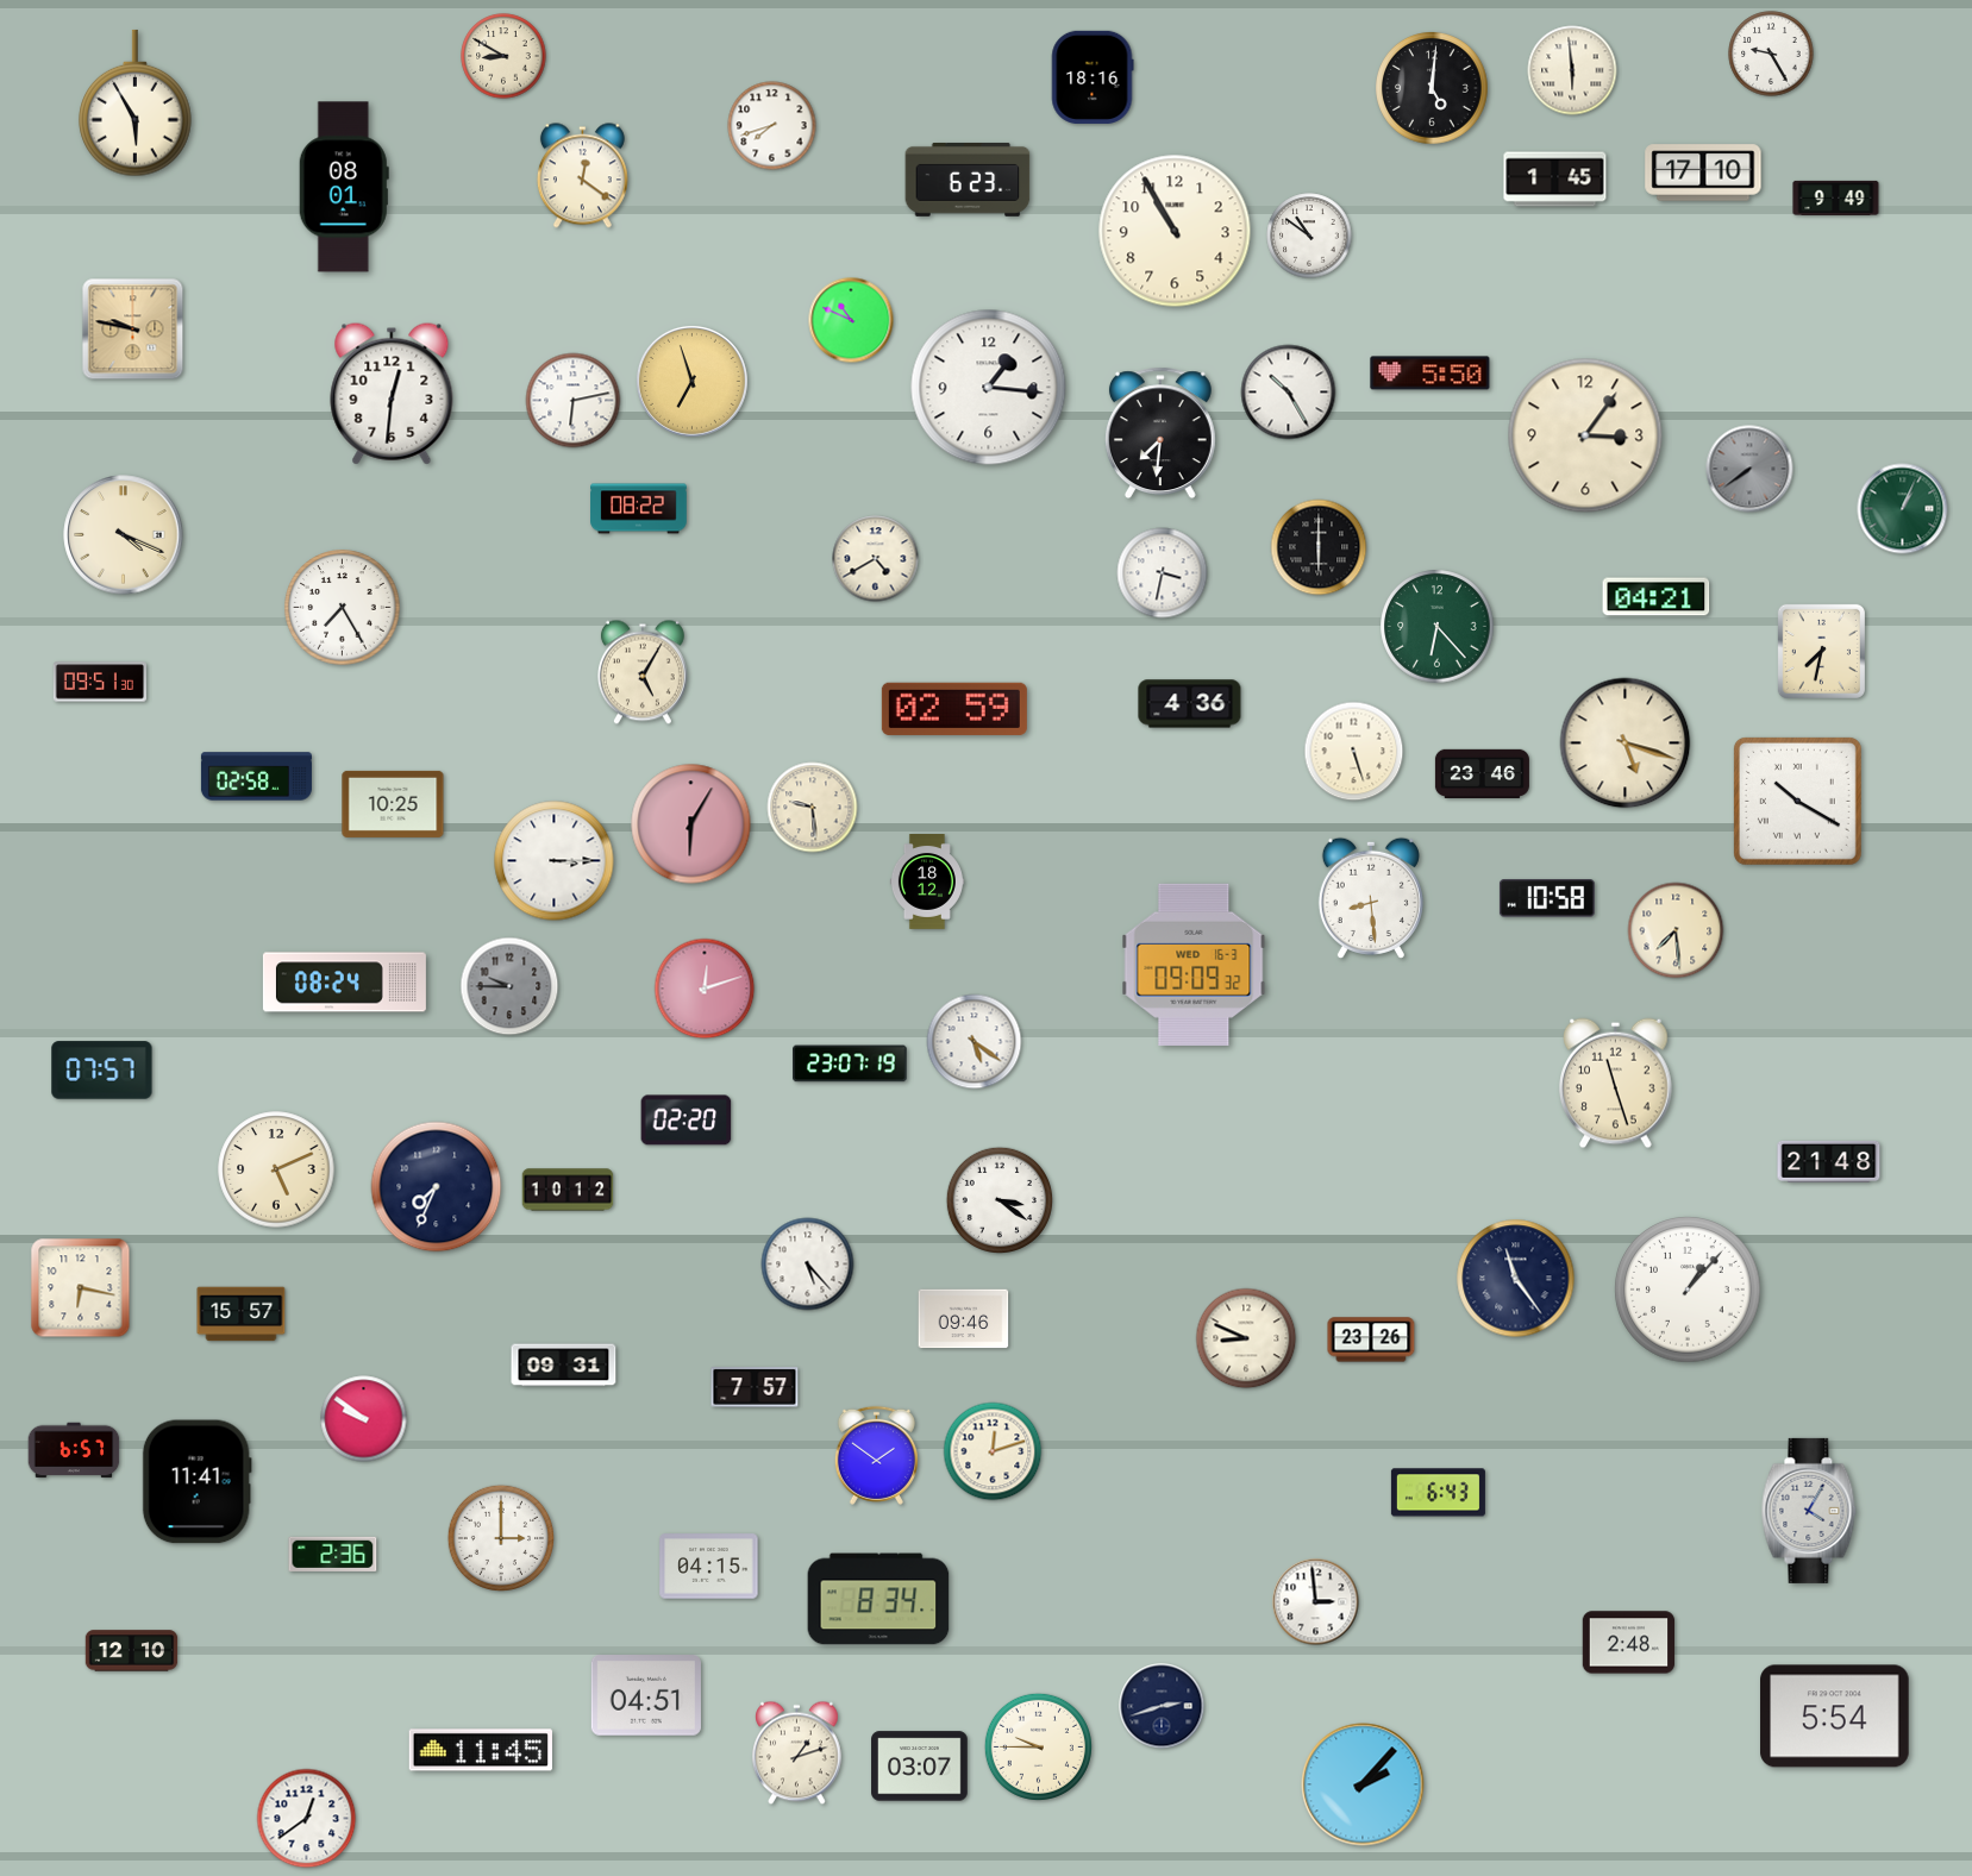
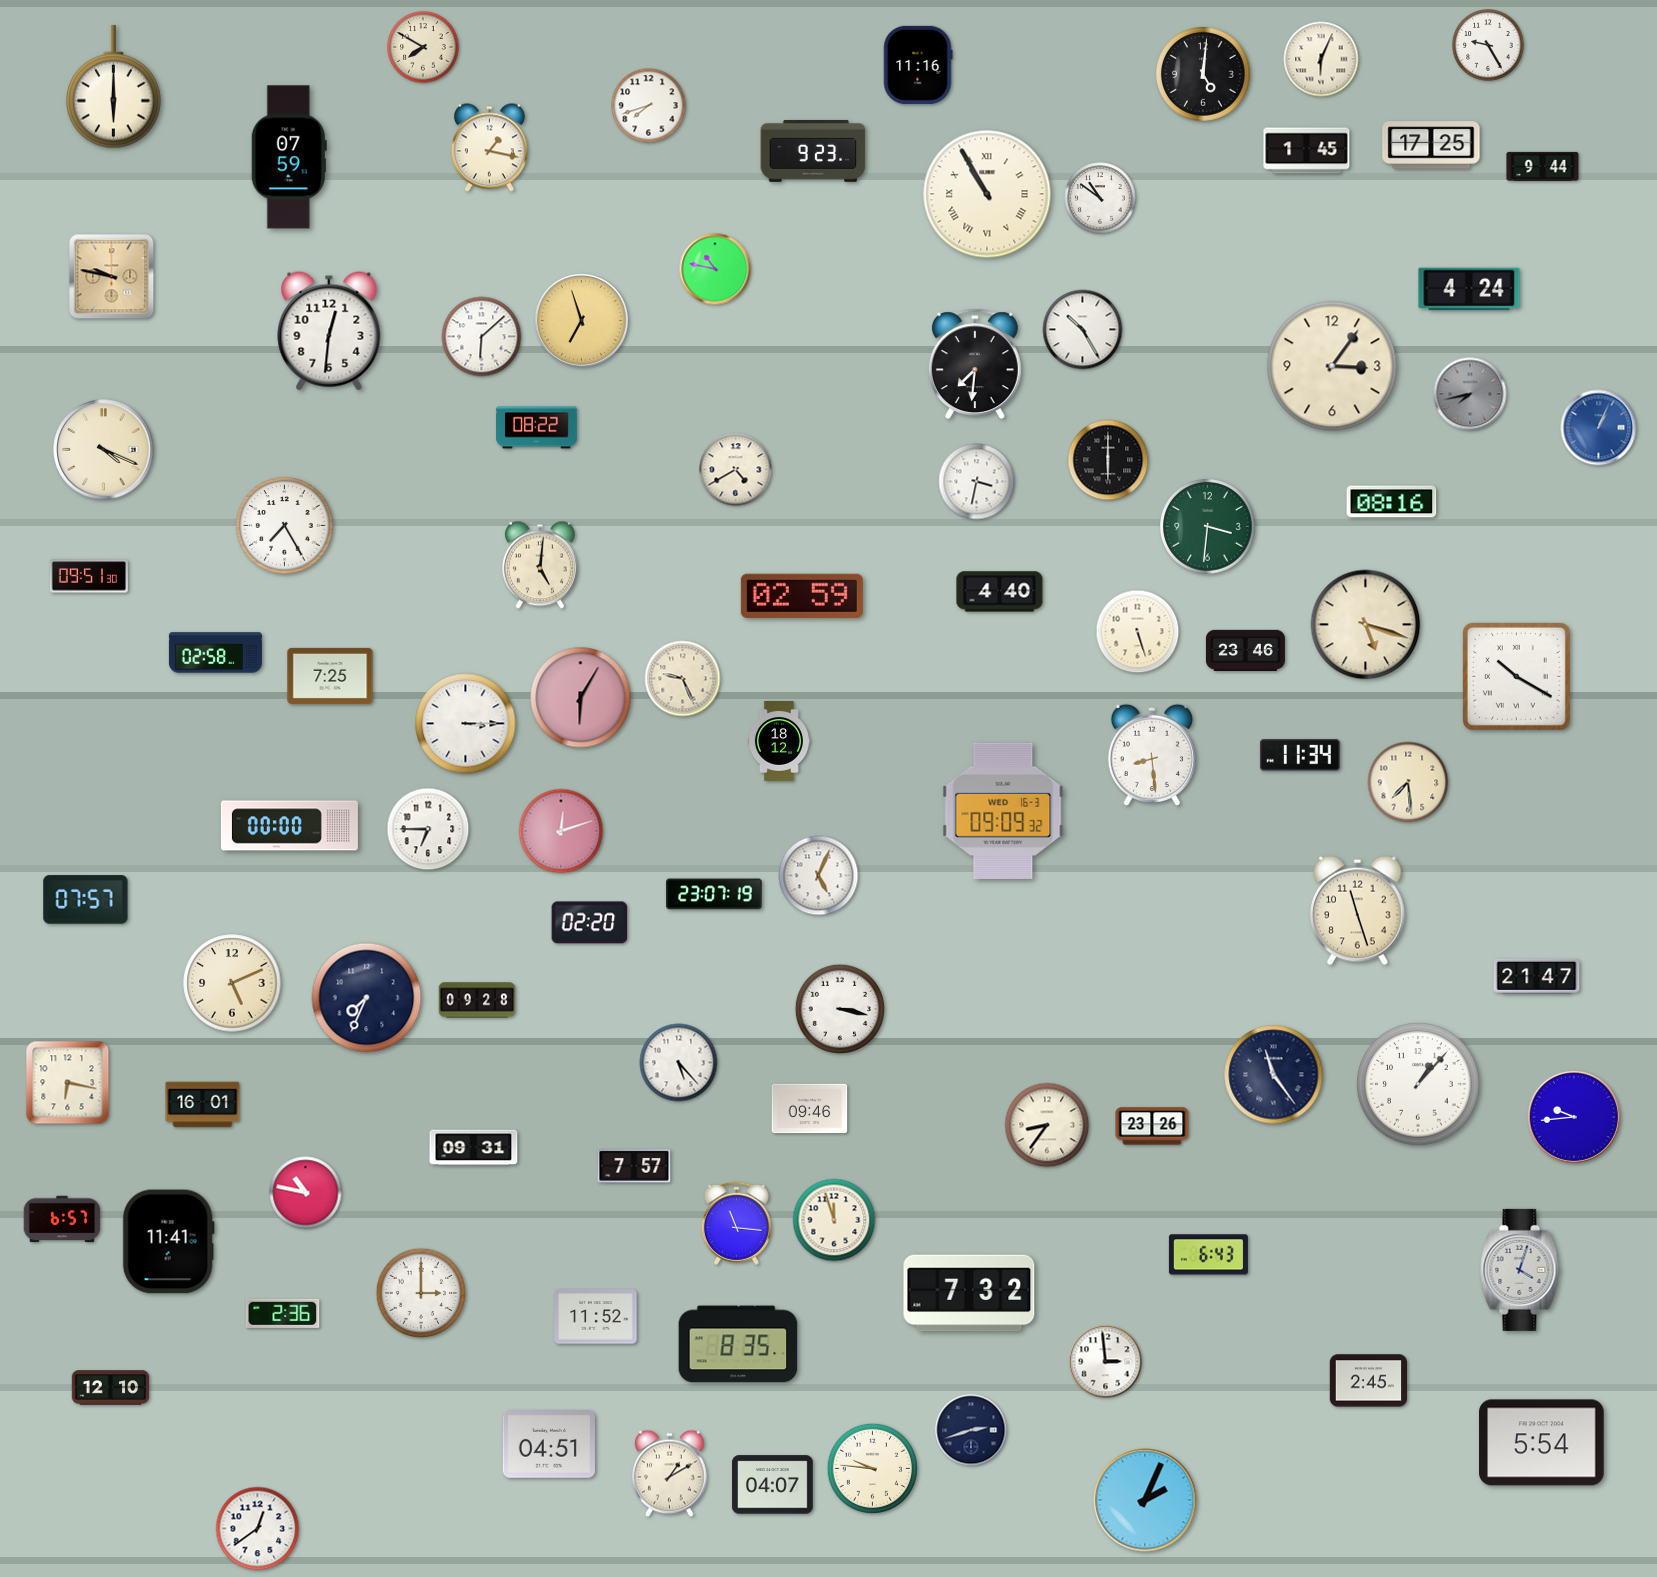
clock at (503, 56): 8:50 -> 7:50
clock at (1572, 70): 5:59 -> 6:04
clock at (1093, 77): 18:16 -> 11:16
clock at (136, 103): 5:55 -> 6:00
clock at (1703, 172): 17:10 -> 17:25
clock at (582, 176): 12:21 -> 1:17
clock at (968, 180): 6:23 -> 9:23
clock at (344, 187): 08:01 -> 07:59
clock at (1836, 197): 9:49 -> 9:44
clock at (1175, 231) numerals: Arabic -> Roman
clock at (851, 320): 10:49 -> 10:47
clock at (1469, 289): none -> 4:24
clock at (1431, 374): 5:50 -> none
clock at (989, 388): 1:16 -> none
clock at (574, 401): 6:13 -> 6:08
clock at (1749, 469): 7:39 -> 7:43
clock at (1903, 509) dial: green -> blue
clock at (1657, 597): 04:21 -> 08:16
clock at (343, 608) position: (343, 608) -> (285, 526)
clock at (1438, 627): 6:23 -> 3:31
clock at (1821, 651): 7:32 -> none
clock at (643, 672): 5:05 -> 5:01
clock at (100, 682) position: (100, 682) -> (89, 576)
clock at (1190, 704): 4:36 -> 4:40
clock at (1797, 801) position: (1797, 801) -> (1516, 676)
clock at (393, 804): 10:25 -> 7:25
clock at (813, 808): 9:29 -> 9:26
clock at (691, 824) position: (691, 824) -> (581, 698)
clock at (1547, 898): 10:58 -> 11:34
clock at (344, 983): 08:24 -> 00:00
clock at (509, 986): 9:45 -> 6:45
clock at (509, 986) dial: grey -> white
clock at (705, 989) position: (705, 989) -> (561, 831)
clock at (975, 1042): 5:21 -> 5:04
clock at (687, 1121) position: (687, 1121) -> (590, 923)
clock at (1829, 1161): 21:48 -> 21:47
clock at (568, 1190): 10:12 -> 09:28
clock at (998, 1199): 3:21 -> 3:17
clock at (242, 1315): 15:57 -> 16:01
clock at (1574, 1117): none -> 9:44
clock at (1246, 1338): 8:49 -> 8:36
clock at (364, 1419): 9:51 -> 10:47
clock at (993, 1451): 12:12 -> 11:57
clock at (876, 1455): 1:51 -> 11:16
clock at (196, 1482) position: (196, 1482) -> (168, 1242)
clock at (1809, 1511): 4:05 -> 4:03
clock at (969, 1293): none -> 7:32
clock at (333, 1554) position: (333, 1554) -> (283, 1313)
clock at (709, 1567): 04:15 -> 11:52
clock at (878, 1599): 8:34 -> 8:35
clock at (1316, 1602) position: (1316, 1602) -> (1106, 1362)
clock at (1629, 1643): 2:48 -> 2:45
clock at (646, 1695) position: (646, 1695) -> (549, 1444)
clock at (1162, 1706) position: (1162, 1706) -> (971, 1430)
clock at (1038, 1746): 9:45 -> 9:46
clock at (481, 1750): 11:45 -> none
clock at (797, 1753): 1:12 -> 1:10
clock at (920, 1767): 03:07 -> 04:07
clock at (1363, 1784): 2:07 -> 2:04
